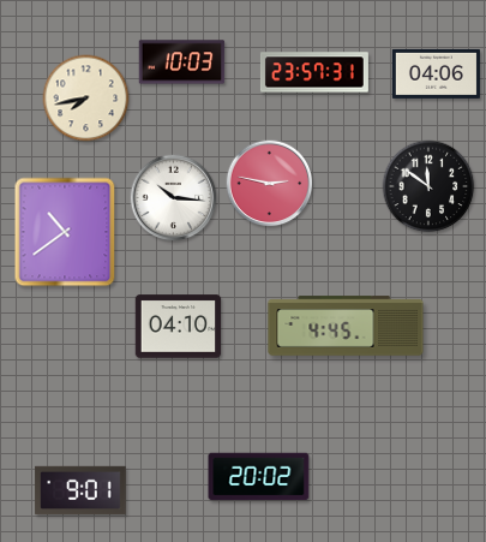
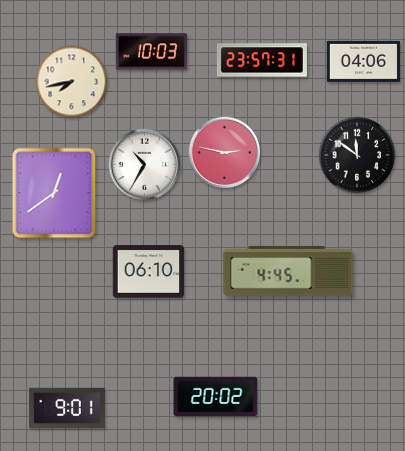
clock at (174, 198): 10:16 -> 10:35
clock at (65, 232): 10:39 -> 12:39
clock at (179, 327): 04:10 -> 06:10
